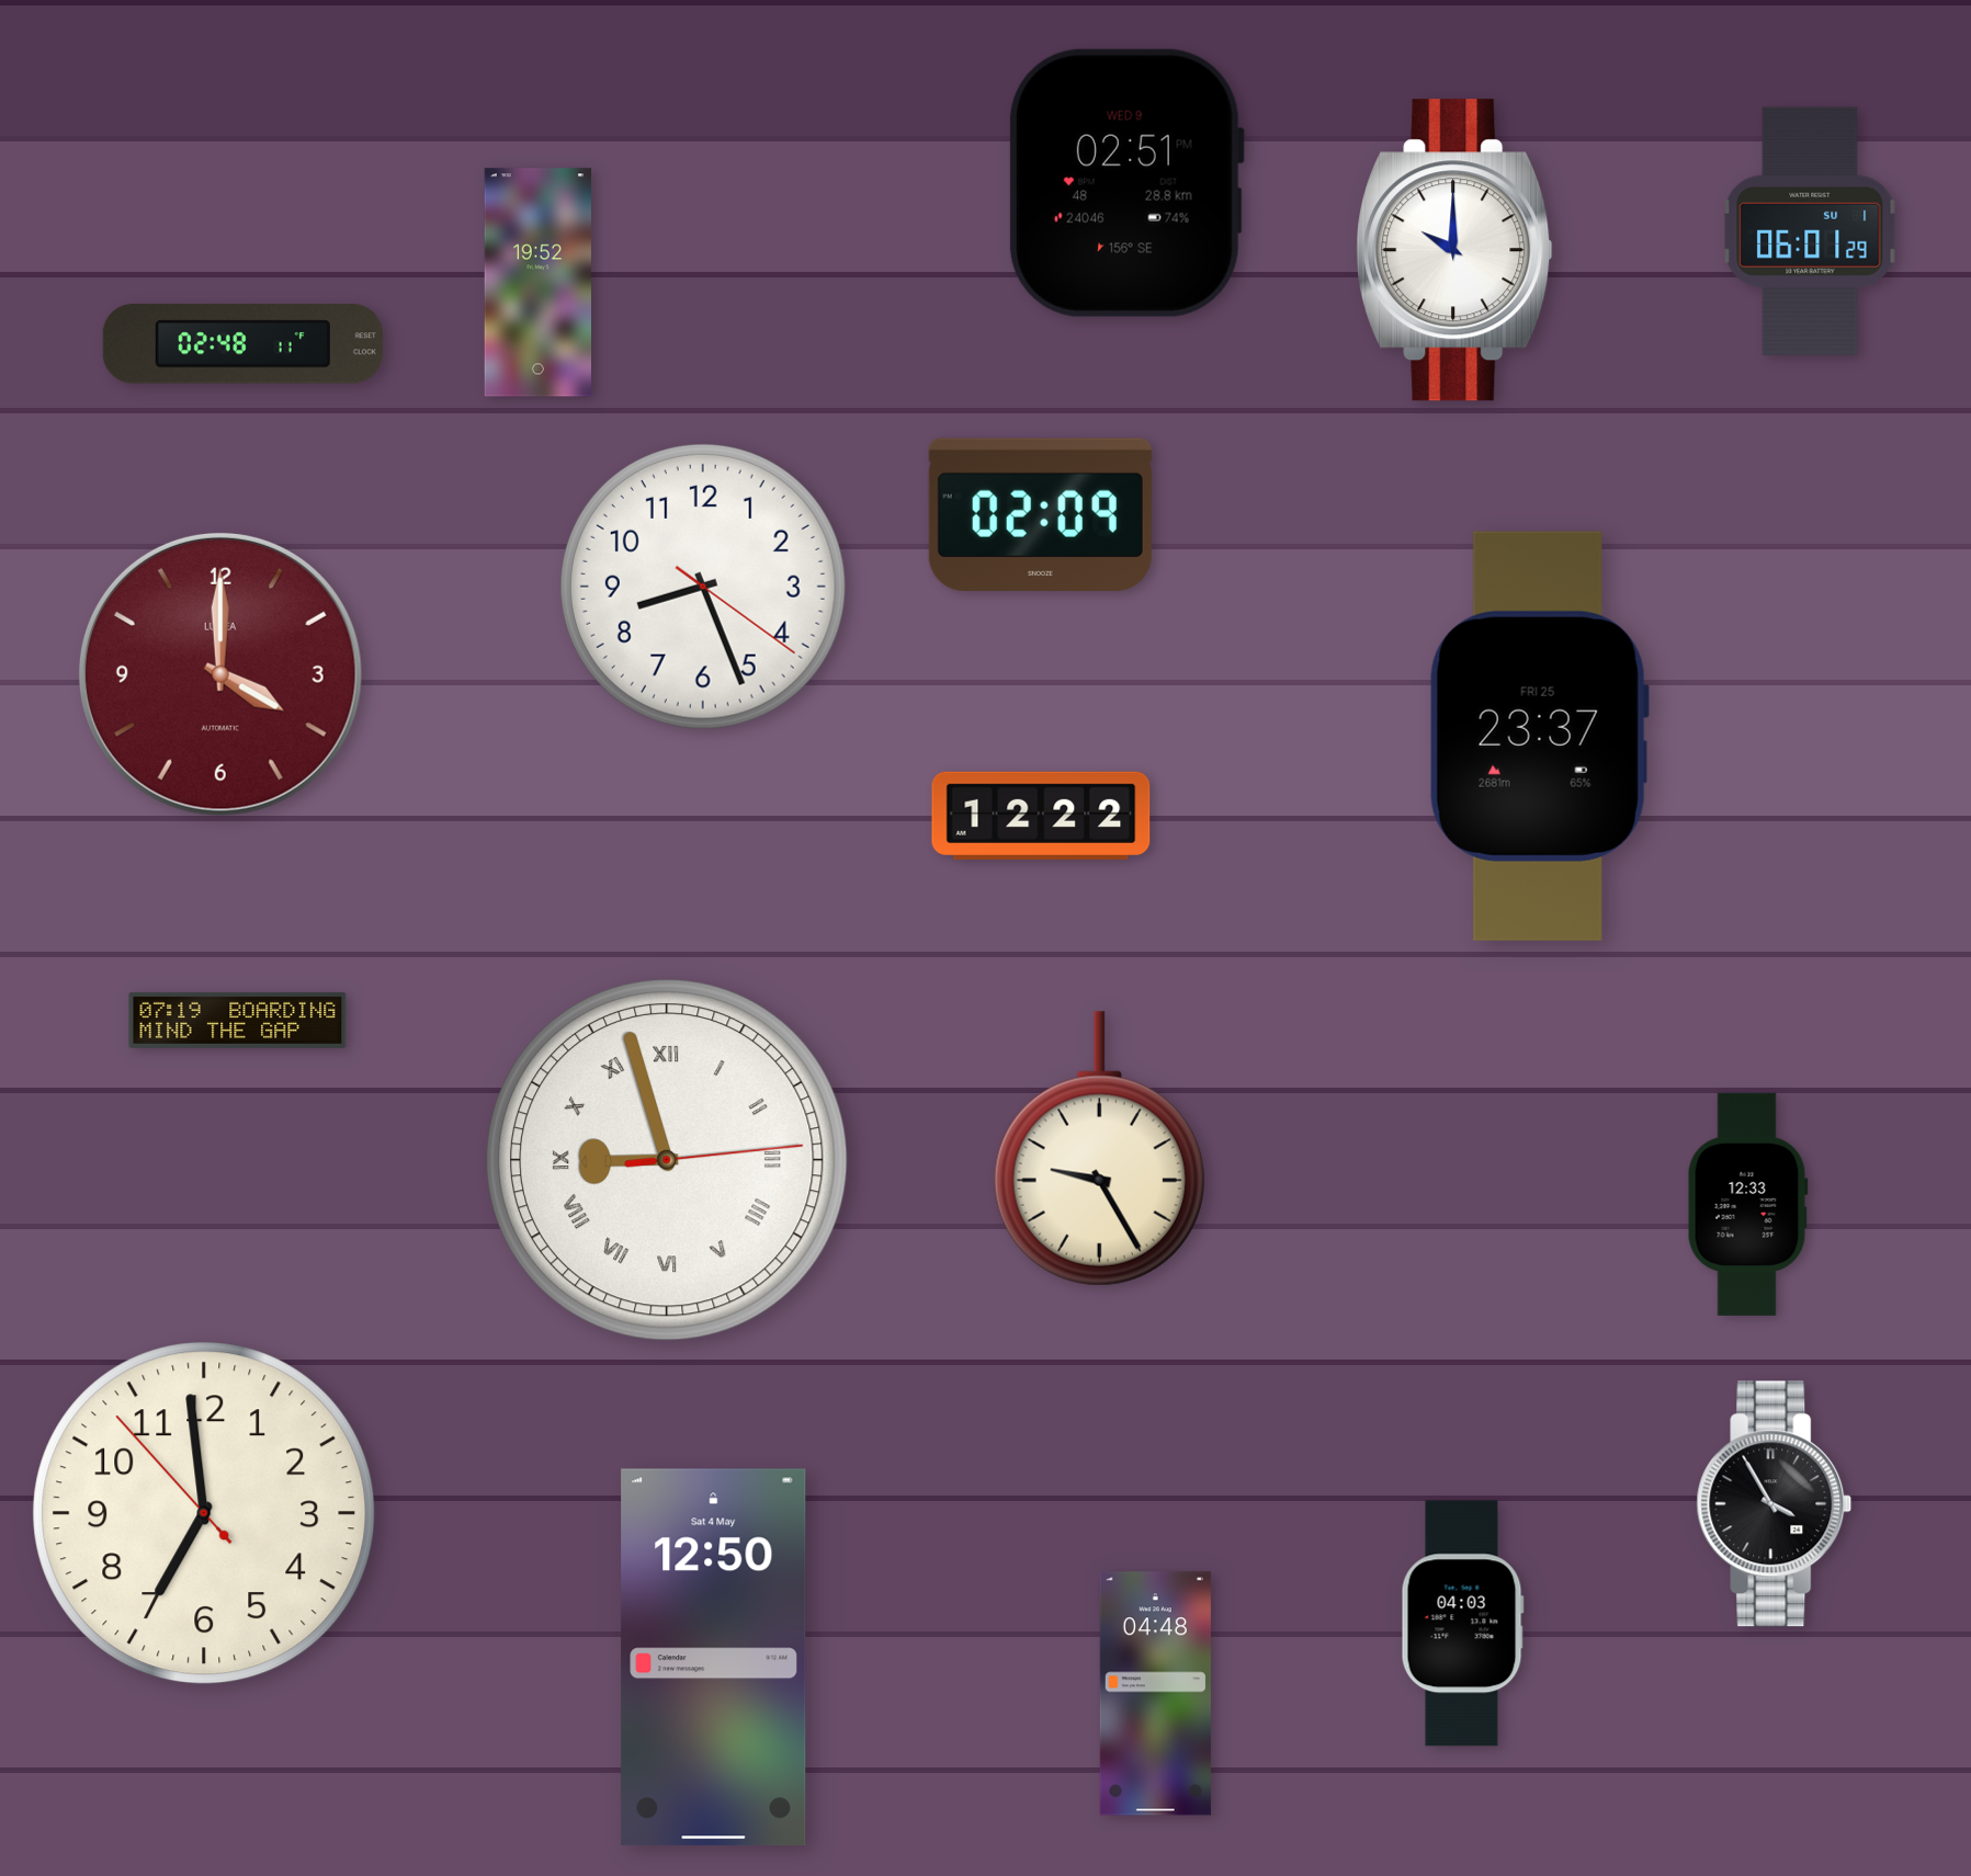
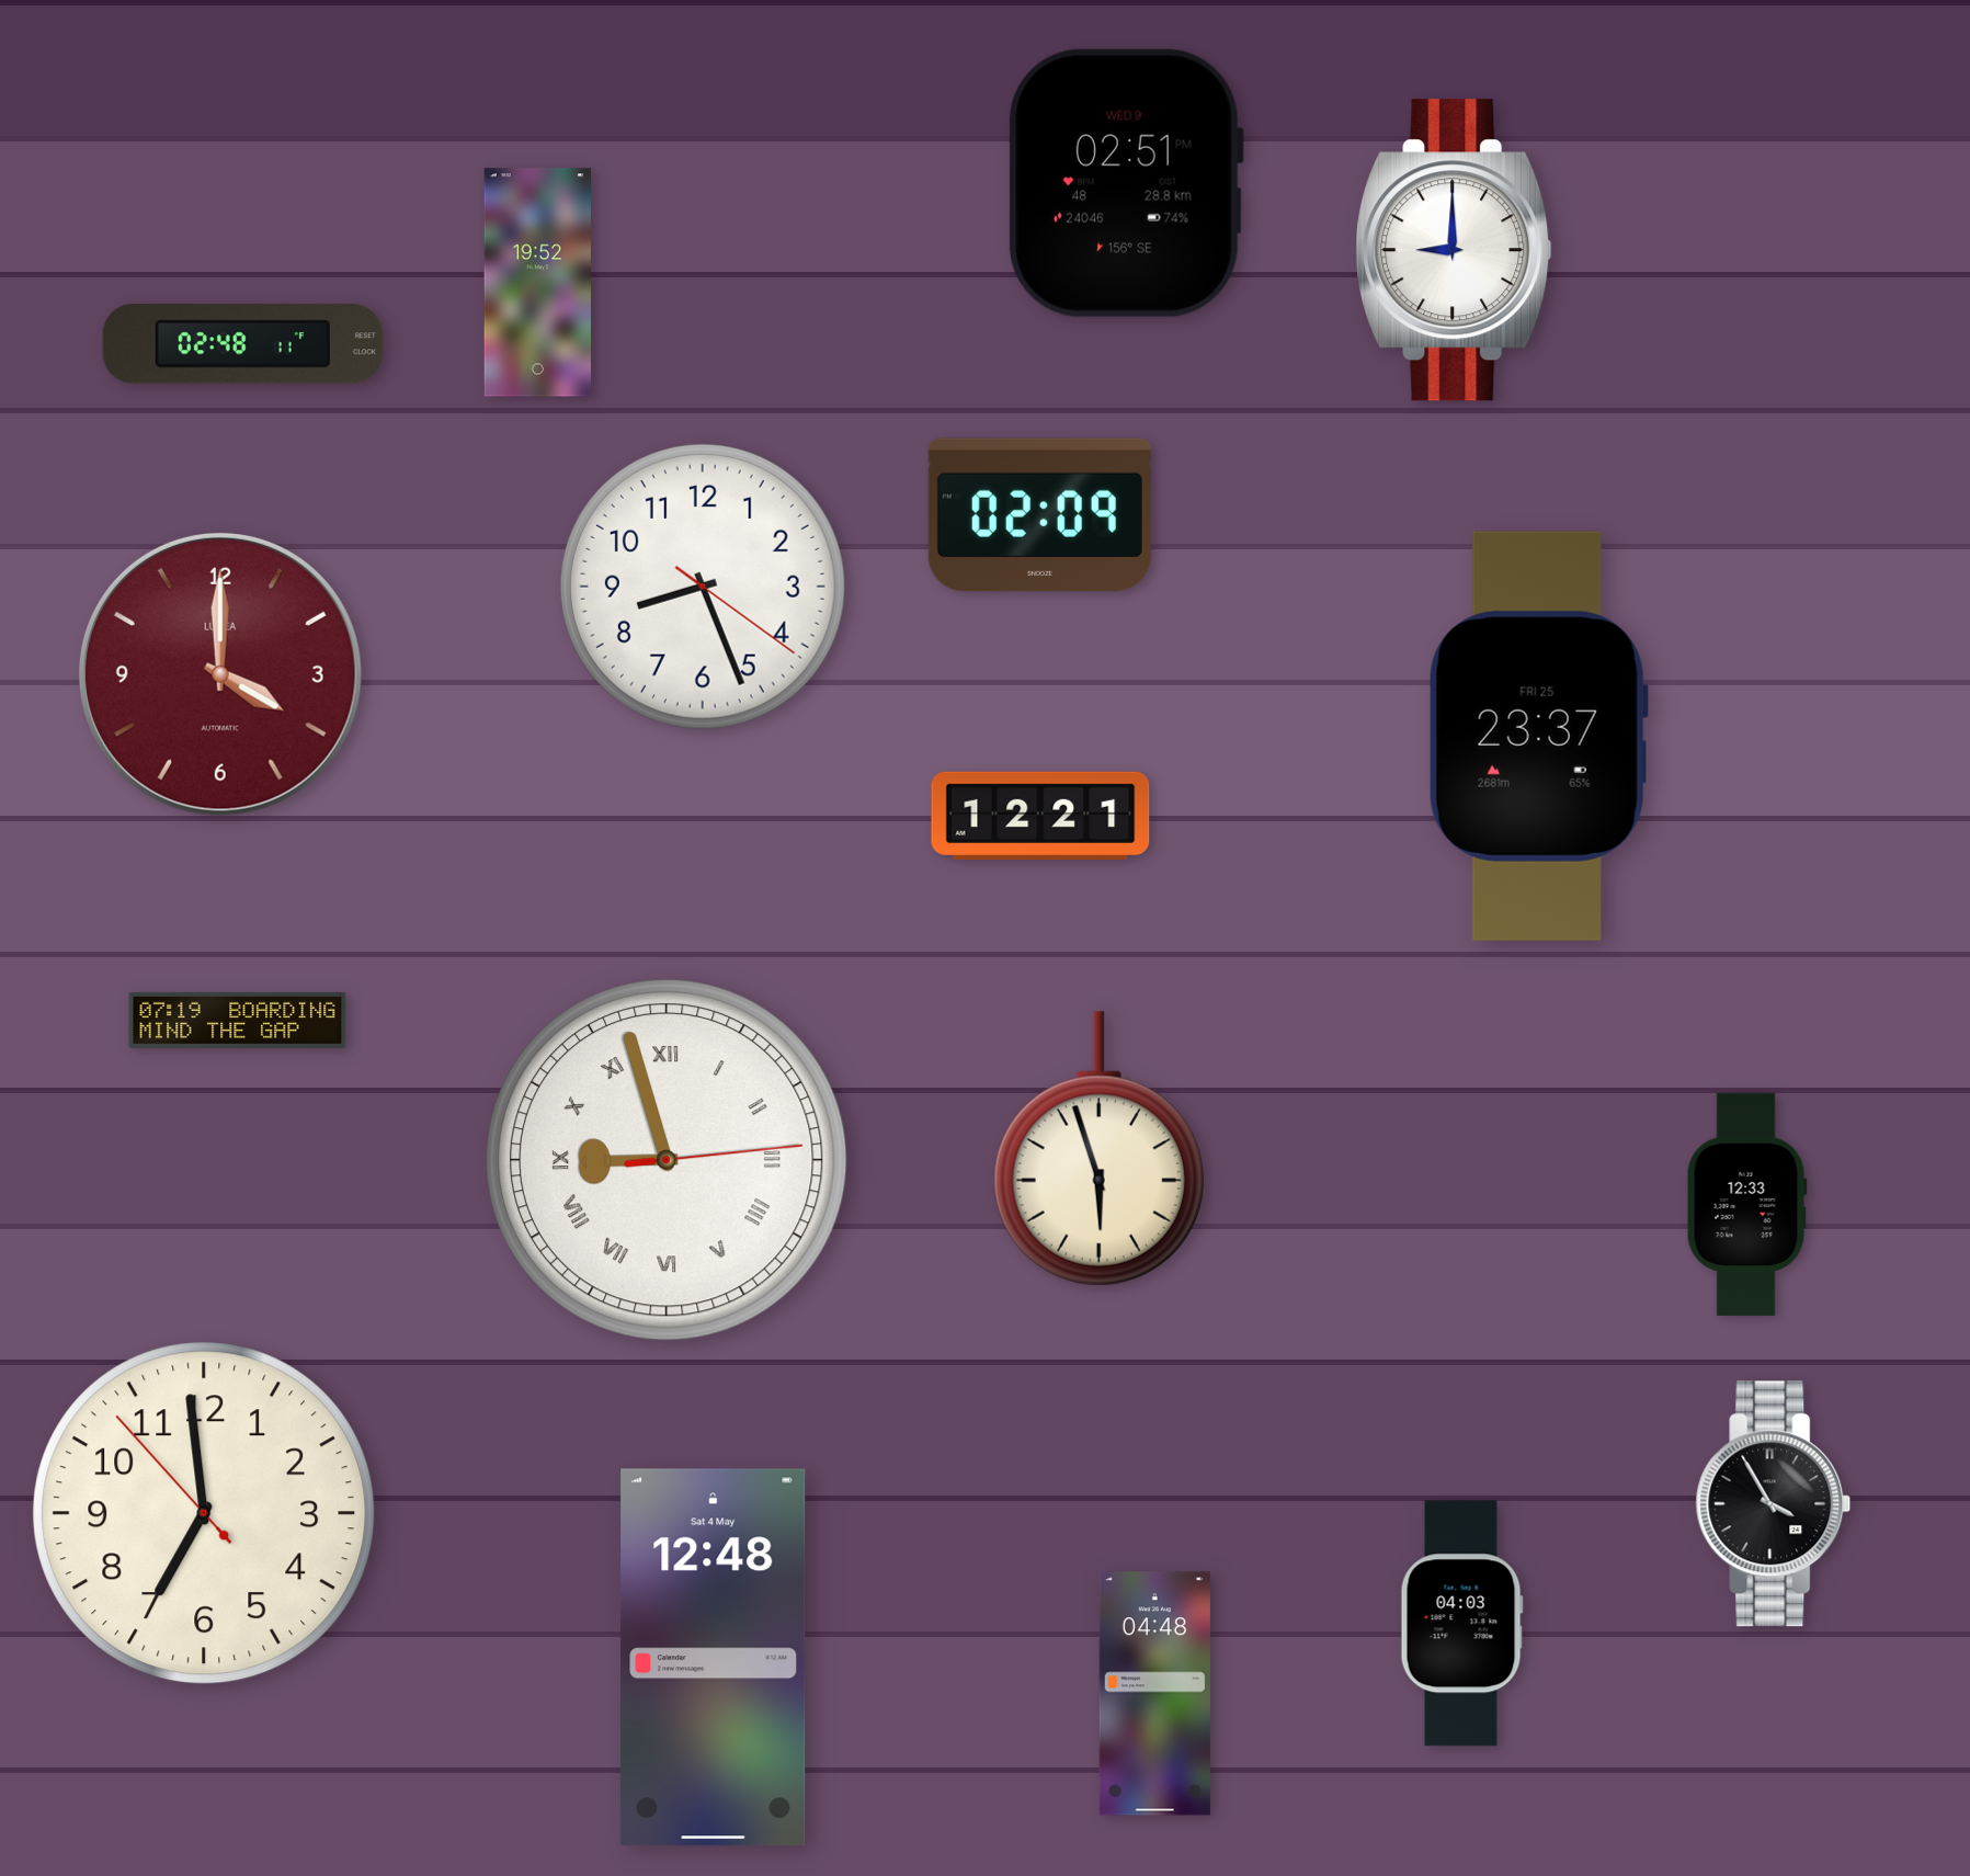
clock at (1810, 231): 06:01 -> none
clock at (1454, 250): 10:00 -> 9:00
clock at (1041, 816): 12:22 -> 12:21
clock at (1099, 1149): 9:25 -> 5:57
clock at (714, 1658): 12:50 -> 12:48
